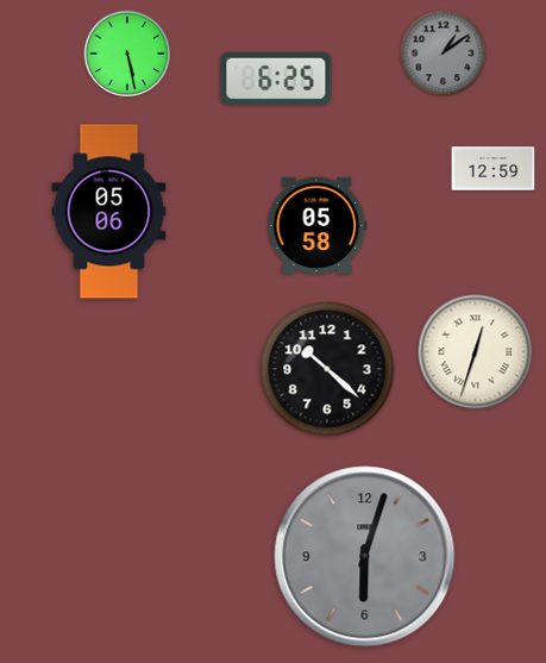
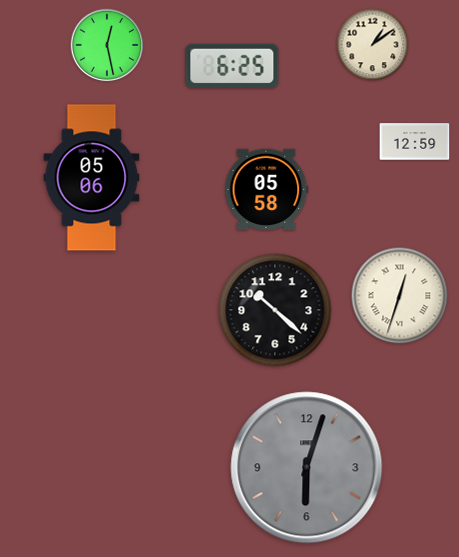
clock at (127, 54): 5:28 -> 12:28
clock at (444, 54) dial: grey -> cream
